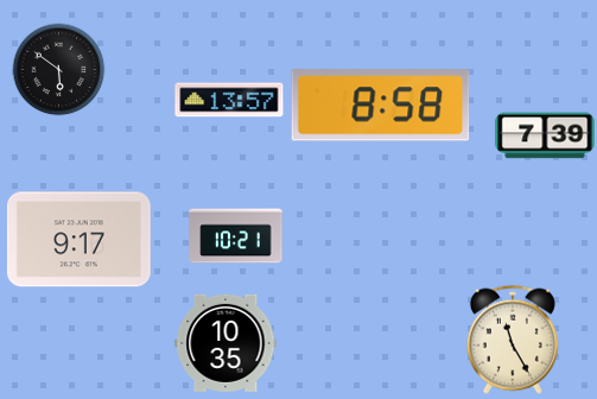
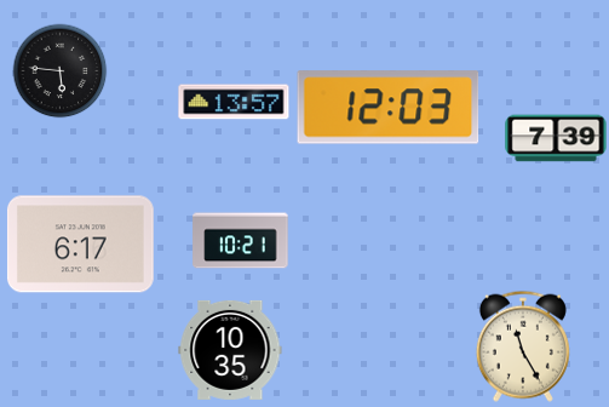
clock at (58, 69): 5:51 -> 5:46
clock at (381, 106): 8:58 -> 12:03
clock at (78, 240): 9:17 -> 6:17
